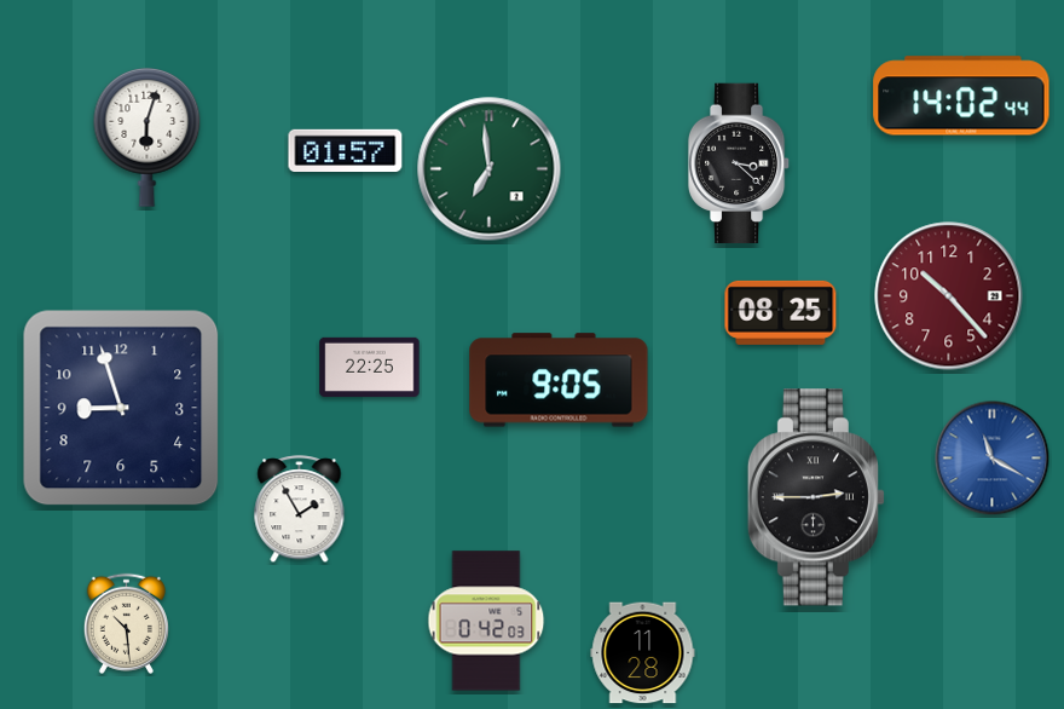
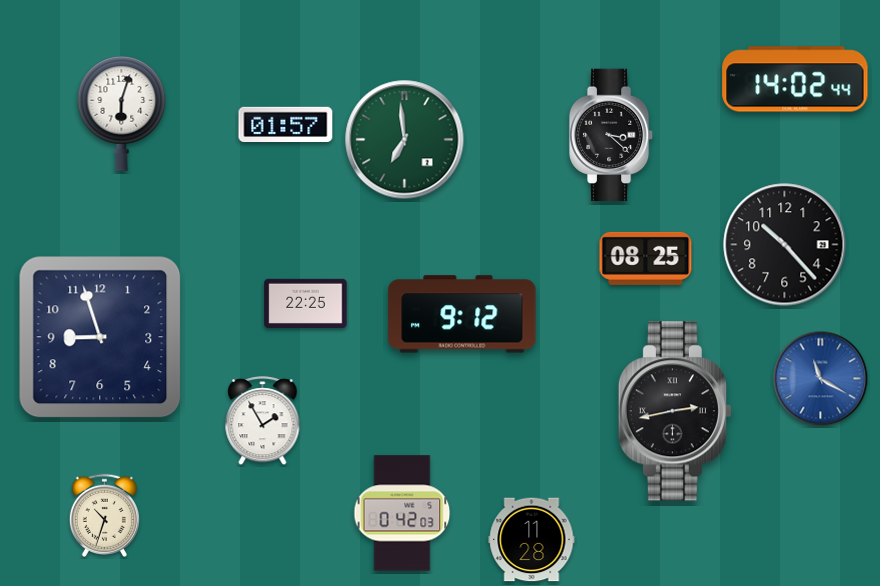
clock at (949, 296) dial: burgundy -> black
clock at (559, 380): 9:05 -> 9:12
clock at (816, 497): 2:45 -> 2:43
clock at (300, 509) position: (300, 509) -> (263, 421)
clock at (126, 623): 10:29 -> 10:33
